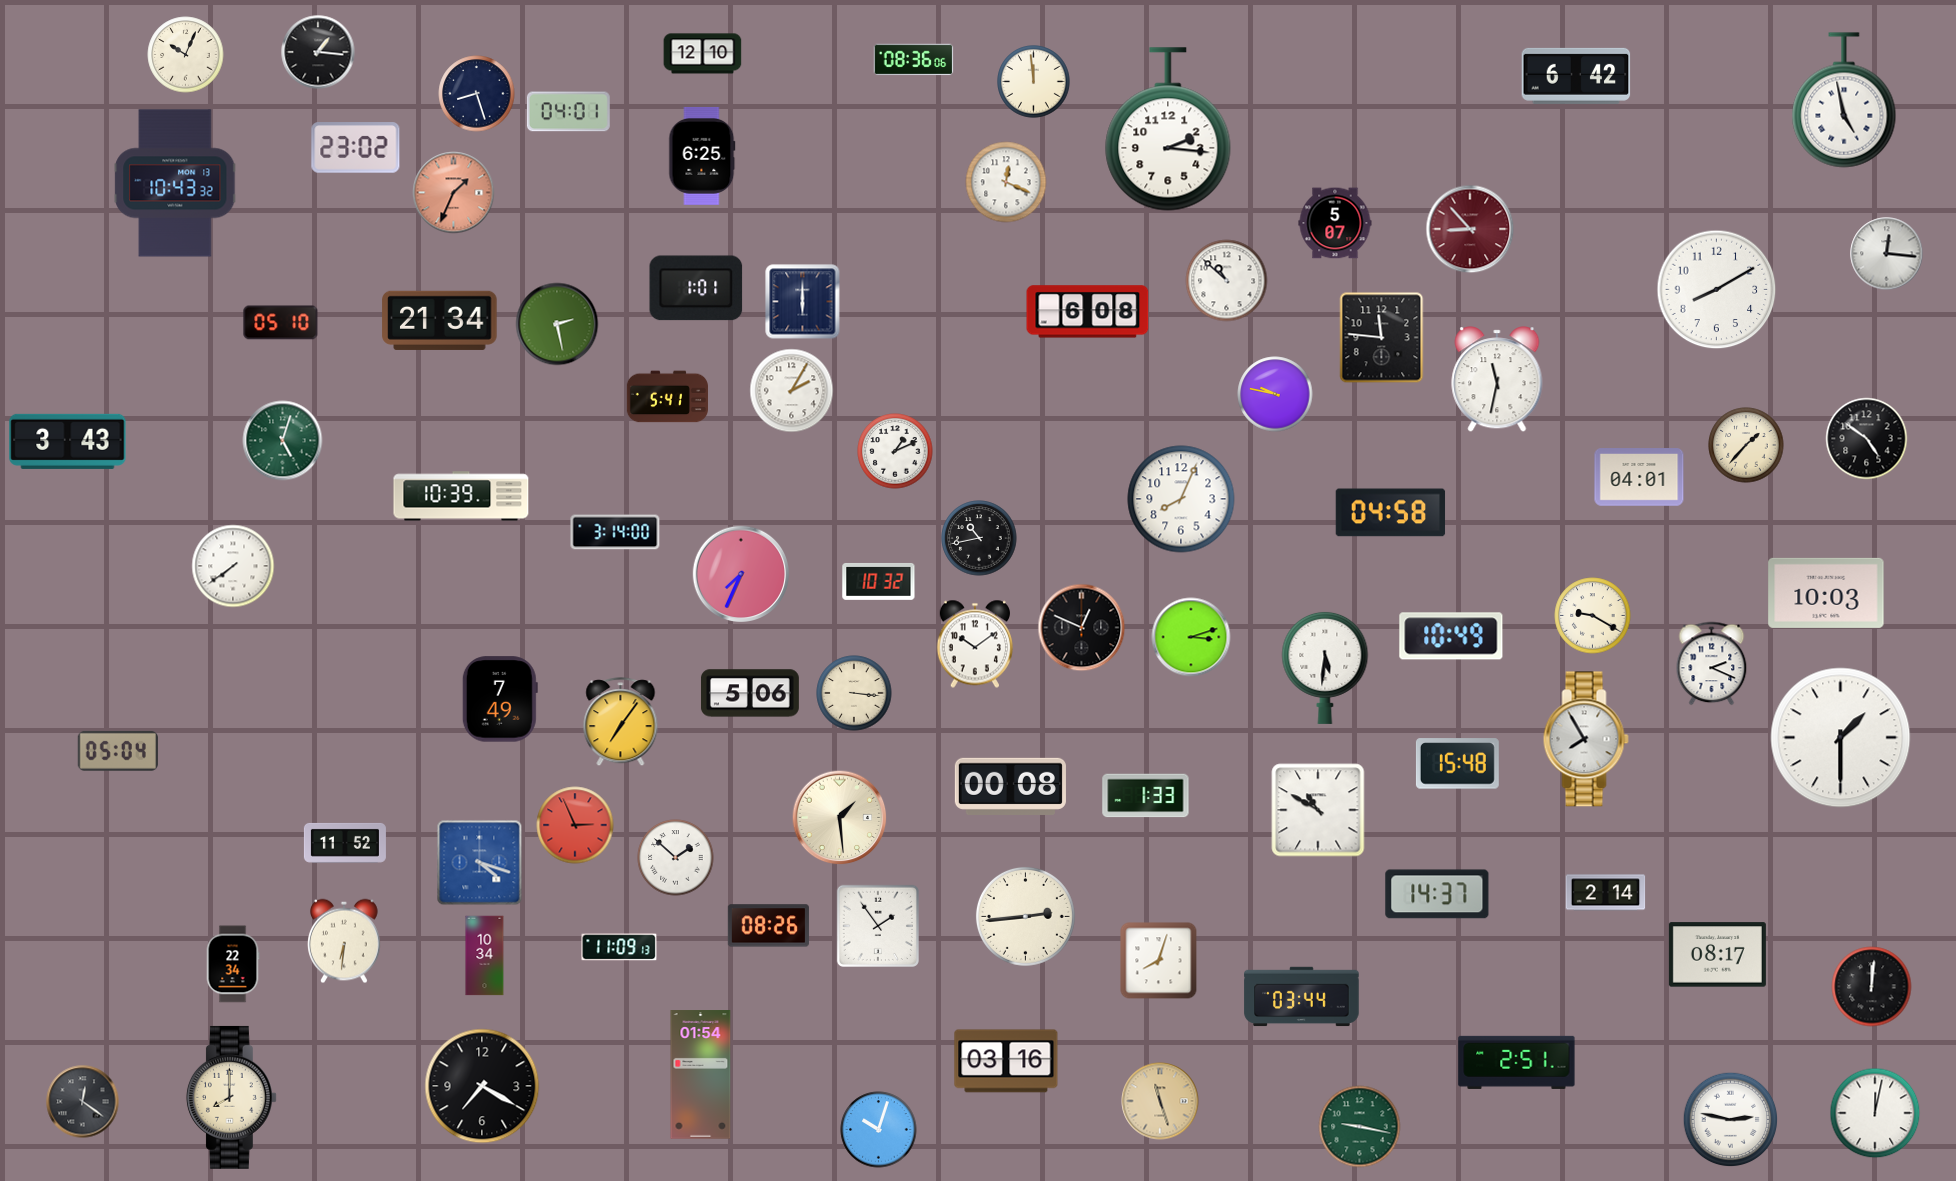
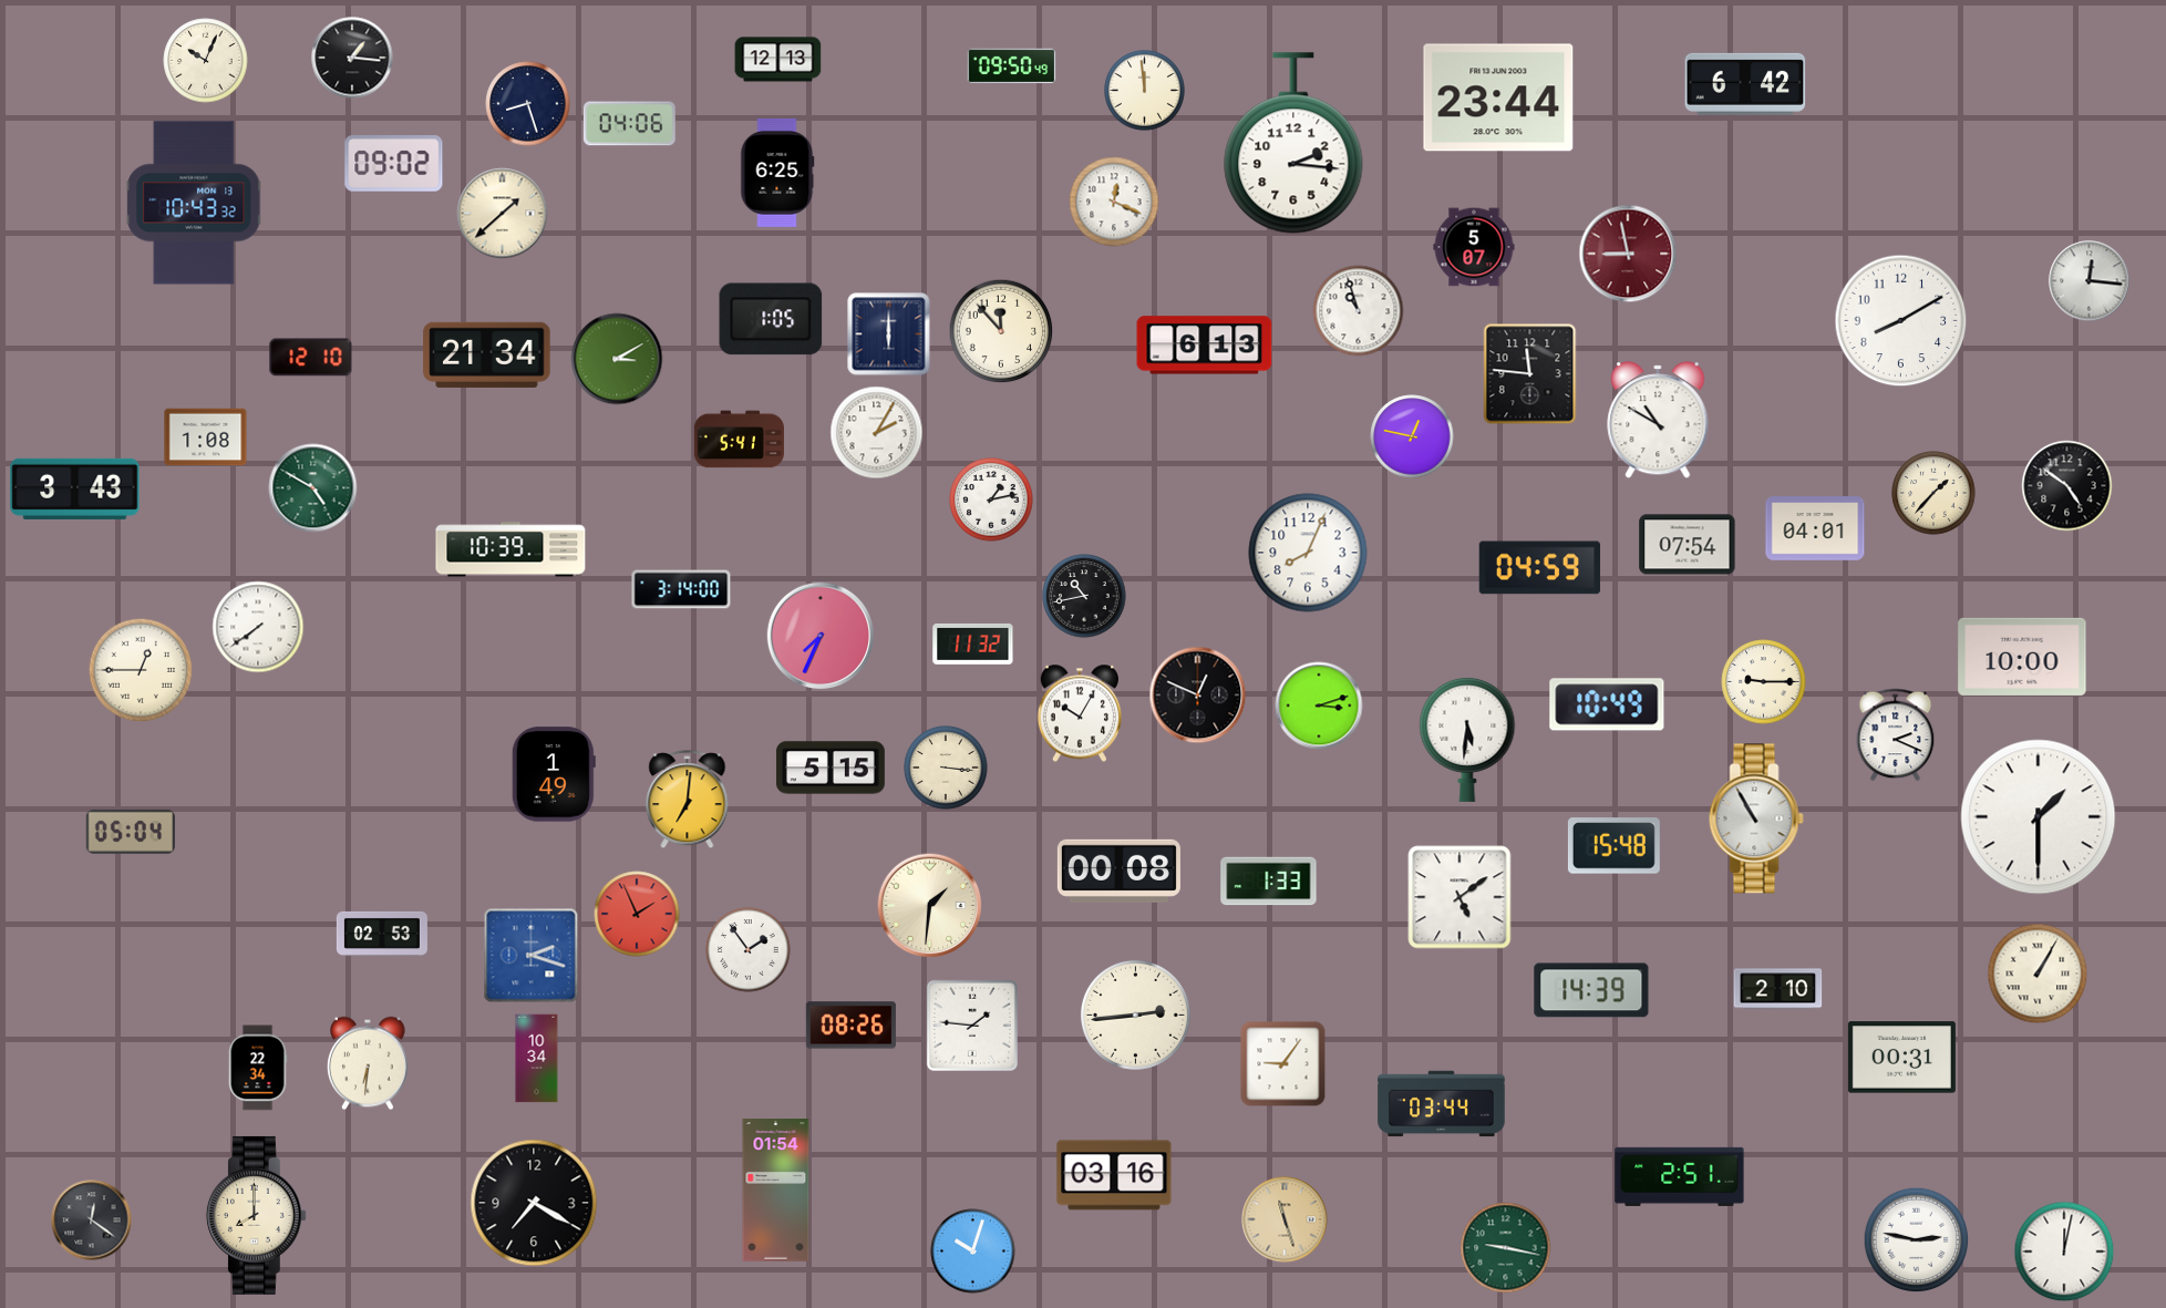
clock at (703, 54): 12:10 -> 12:13
clock at (914, 60): 08:36 -> 09:50
clock at (1498, 97): none -> 23:44
clock at (1844, 100): 4:58 -> none
clock at (568, 112): 04:01 -> 04:06
clock at (356, 148): 23:02 -> 09:02
clock at (454, 193): 1:34 -> 1:38
clock at (454, 193) dial: salmon -> cream
clock at (1335, 223) position: (1335, 223) -> (1474, 247)
clock at (1470, 229): 8:53 -> 8:58
clock at (1227, 281): 10:52 -> 10:57
clock at (696, 288): 1:01 -> 1:05
clock at (1001, 331): none -> 11:53
clock at (1088, 312): 6:08 -> 6:13
clock at (281, 323): 05:10 -> 12:10
clock at (557, 324): 2:28 -> 3:10
clock at (1497, 379): 11:32 -> 10:50
clock at (1275, 394): 9:47 -> 12:47
clock at (206, 437): none -> 1:08
clock at (283, 441): 5:03 -> 4:50
clock at (895, 451): 1:11 -> 1:13
clock at (1688, 545): none -> 07:54
clock at (1391, 513): 04:58 -> 04:59
clock at (879, 581): 10:32 -> 11:32
clock at (1826, 593): 10:03 -> 10:00
clock at (141, 670): none -> 12:45
clock at (1593, 616): 9:20 -> 9:15
clock at (974, 644): 10:09 -> 10:05
clock at (750, 693): 5:06 -> 5:15
clock at (500, 699): 7:49 -> 1:49
clock at (621, 722): 7:06 -> 7:01
clock at (1586, 739): 7:55 -> 10:55
clock at (1318, 810): 10:50 -> 5:09
clock at (840, 818): 1:29 -> 1:31
clock at (575, 825): 2:56 -> 1:56
clock at (345, 843): 11:52 -> 02:53
clock at (676, 858): 1:52 -> 1:54
clock at (480, 863): 4:18 -> 2:18
clock at (2038, 974): none -> 1:05
clock at (1606, 893): 2:14 -> 2:10
clock at (1437, 894): 14:37 -> 14:39
clock at (878, 926): 1:54 -> 1:46
clock at (345, 941) position: (345, 941) -> (369, 1063)
clock at (619, 947): 11:09 -> none
clock at (1717, 955): 08:17 -> 00:31
clock at (1159, 961): 8:03 -> 9:06
clock at (1872, 987): 12:01 -> none
clock at (1875, 1113) position: (1875, 1113) -> (2064, 1252)
